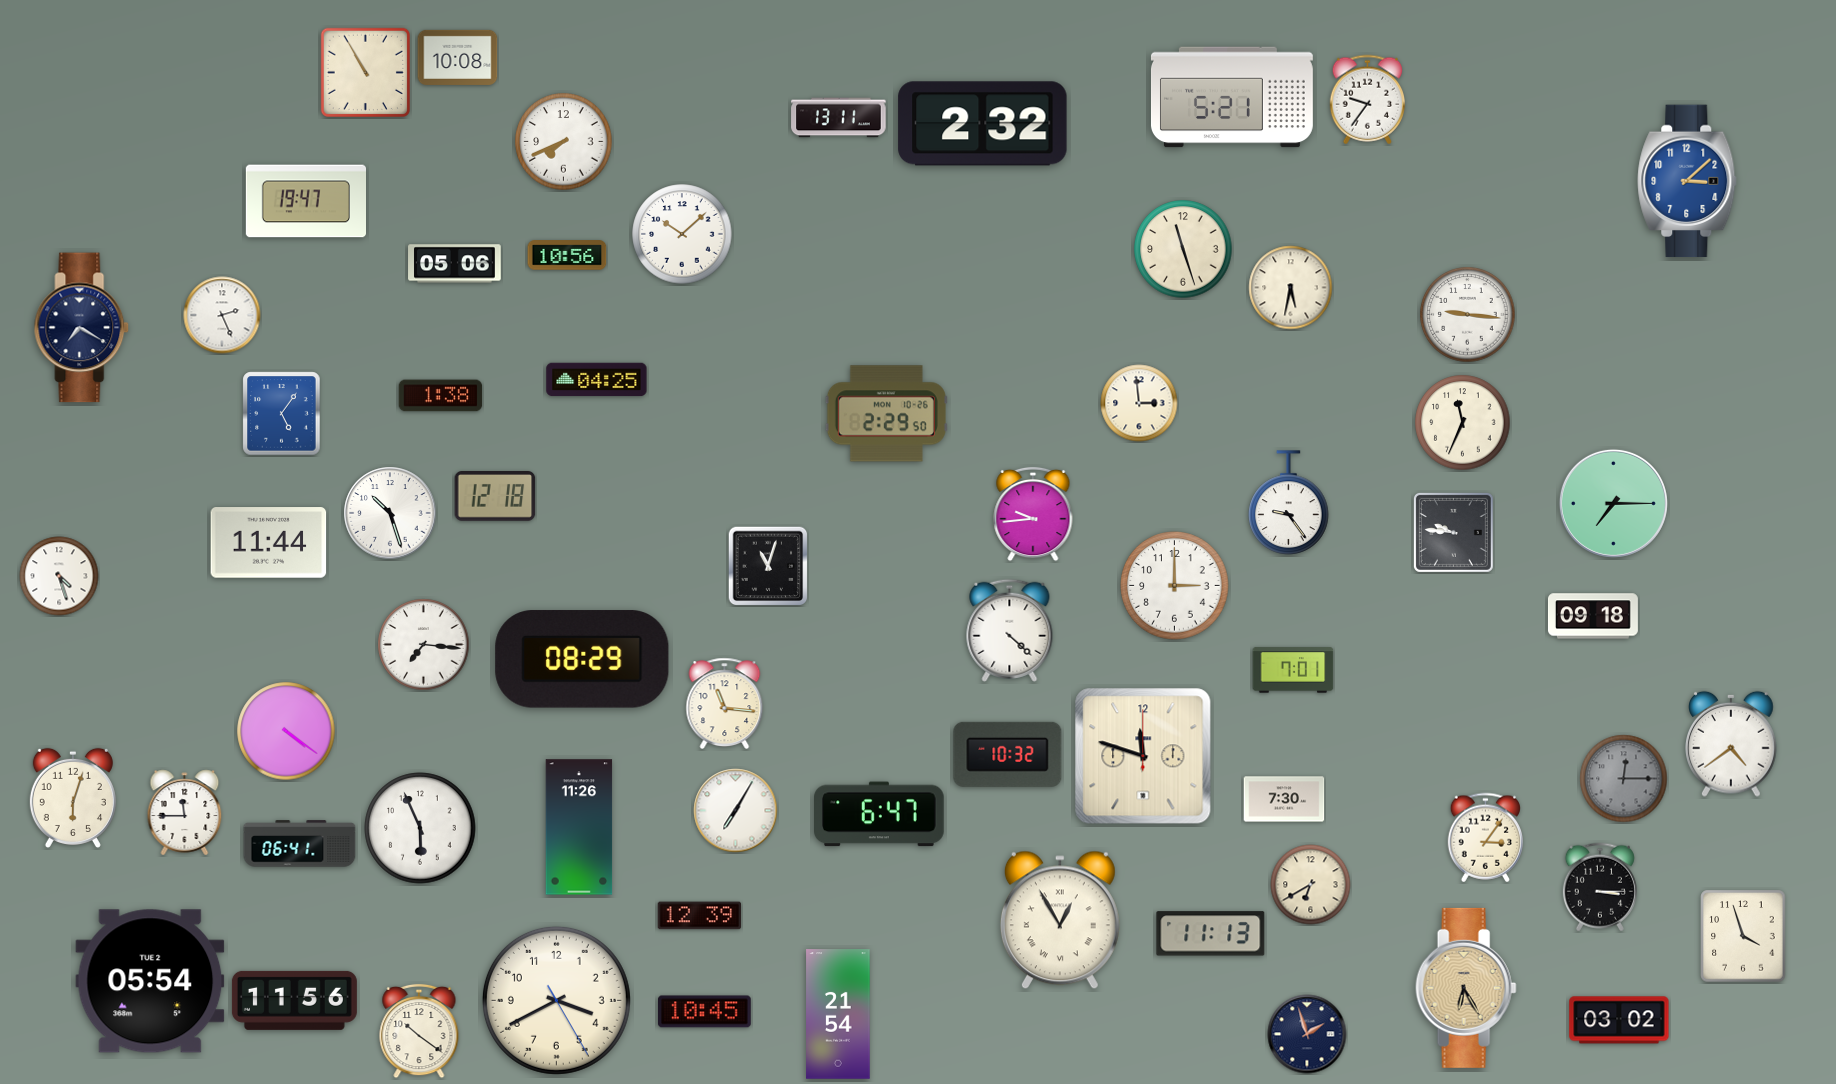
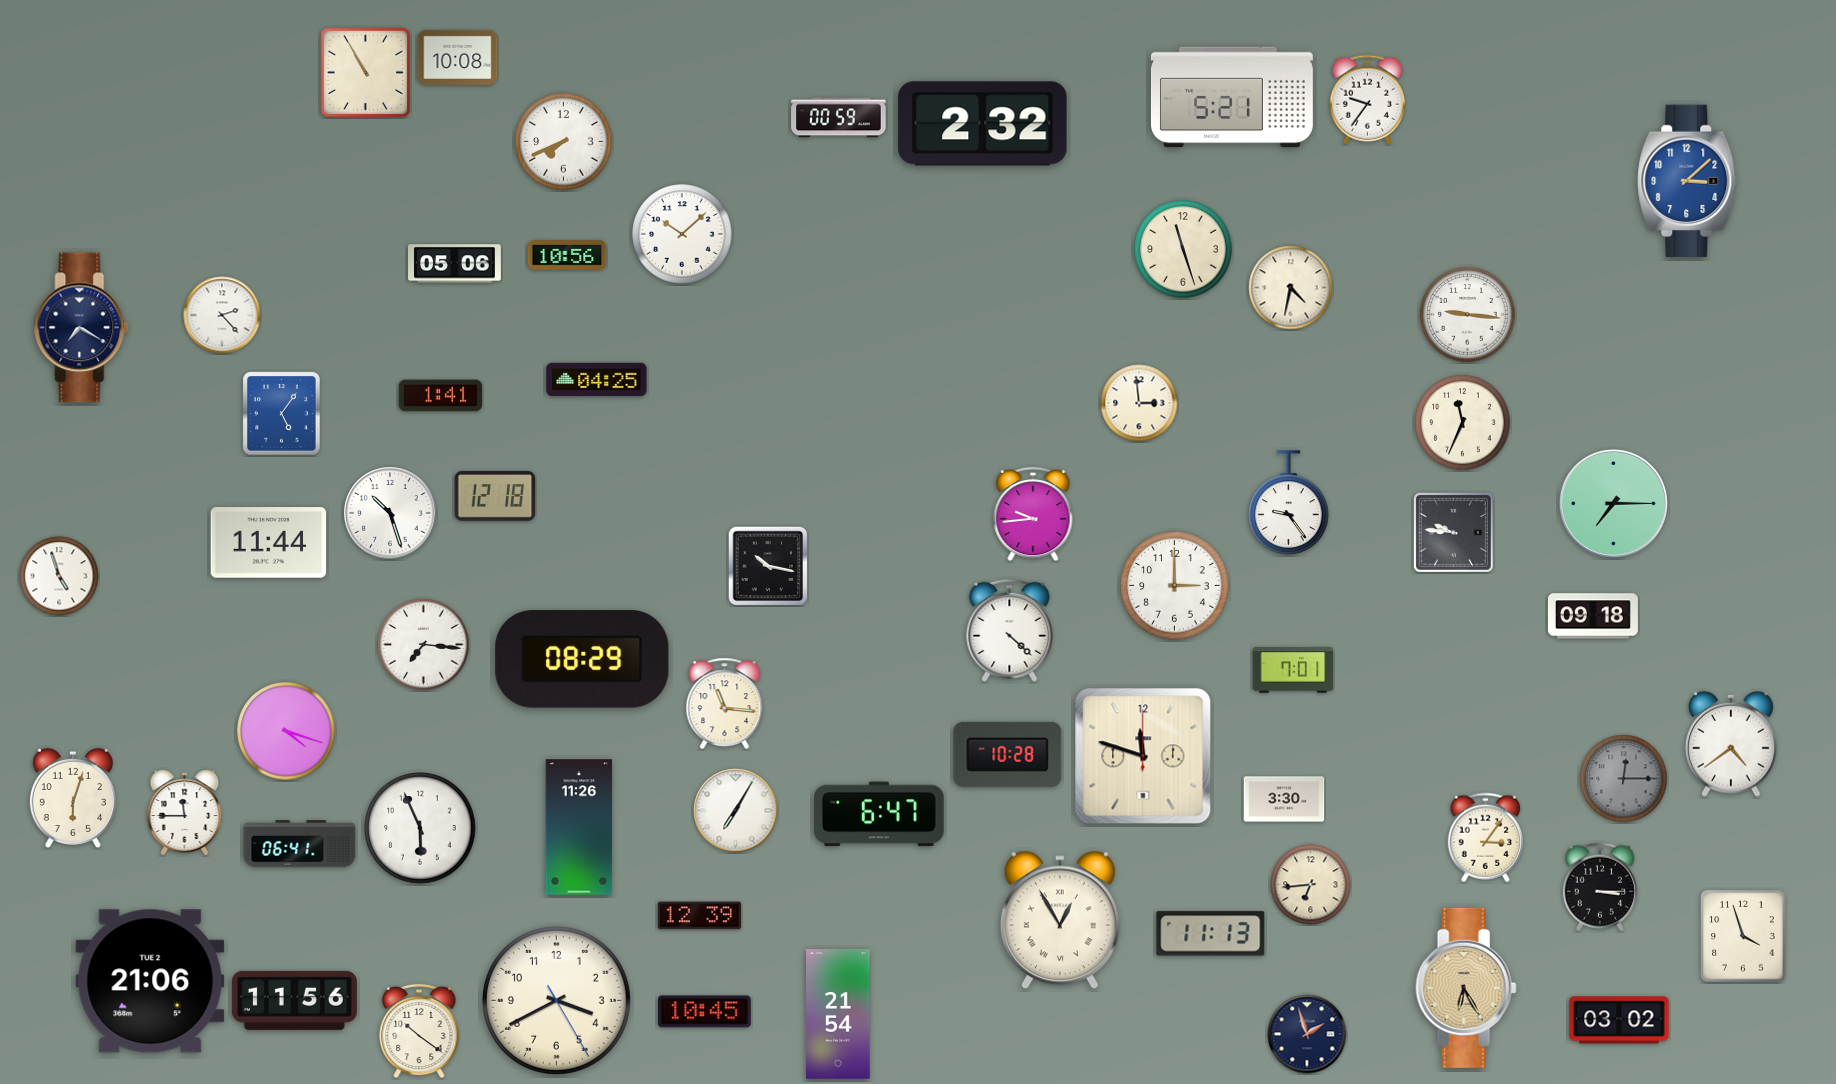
clock at (839, 118): 13:11 -> 00:59
clock at (305, 201): 19:47 -> none
clock at (1291, 288): 5:32 -> 4:32
clock at (222, 315): 2:26 -> 2:23
clock at (441, 396): 1:38 -> 1:41
clock at (886, 414): 2:29 -> none
clock at (768, 566): 11:03 -> 10:17
clock at (59, 576): 4:27 -> 4:57
clock at (286, 731): 4:21 -> 4:18
clock at (1008, 754): 10:32 -> 10:28
clock at (1284, 799): 7:30 -> 3:30
clock at (1311, 885): 6:40 -> 6:44
clock at (150, 981): 05:54 -> 21:06
